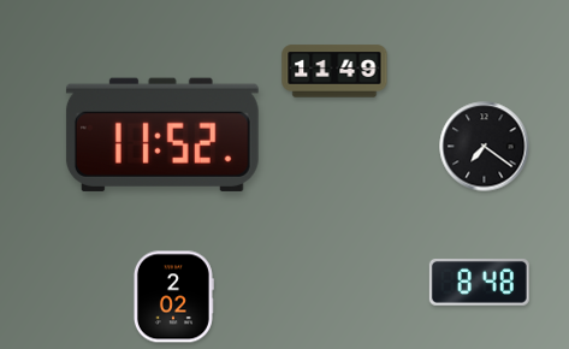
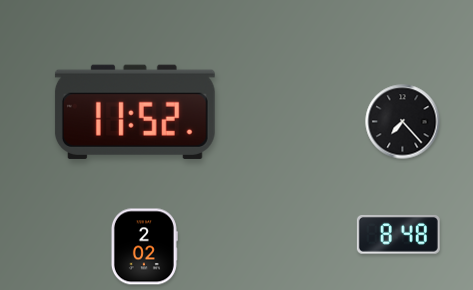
clock at (334, 71): 11:49 -> none
clock at (485, 147): 7:21 -> 7:23
